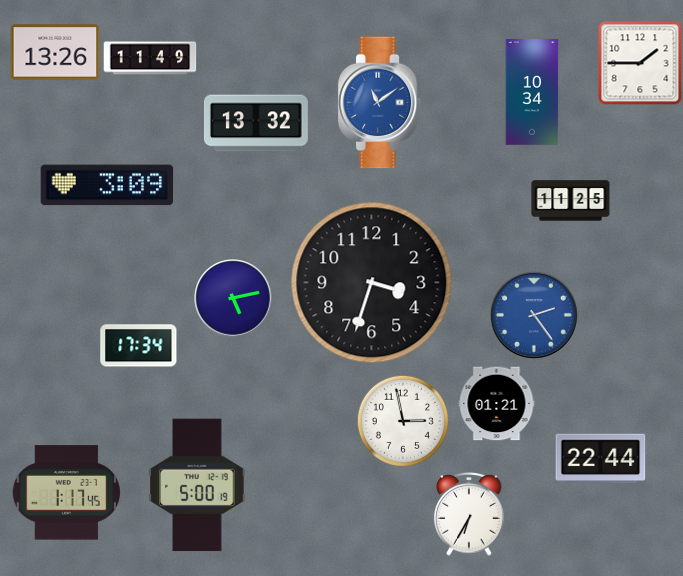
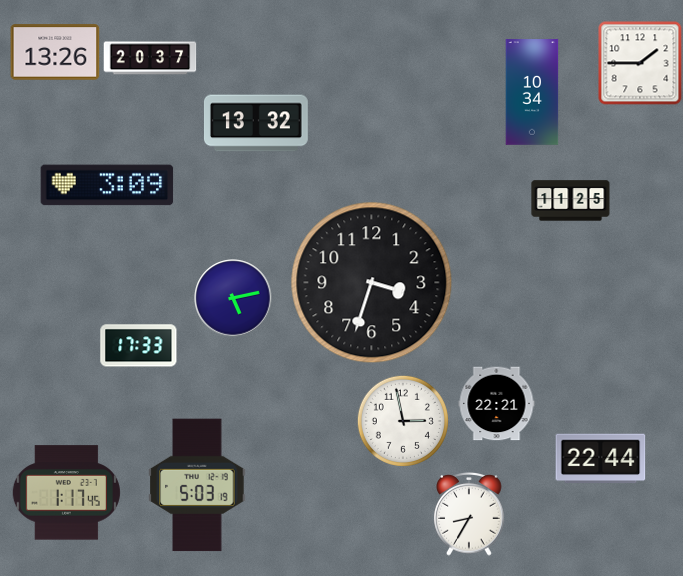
clock at (150, 58): 11:49 -> 20:37
clock at (380, 103): 11:09 -> none
clock at (534, 315): 2:24 -> none
clock at (139, 346): 17:34 -> 17:33
clock at (497, 404): 01:21 -> 22:21
clock at (197, 485): 5:00 -> 5:03
clock at (469, 515): 6:35 -> 8:35
